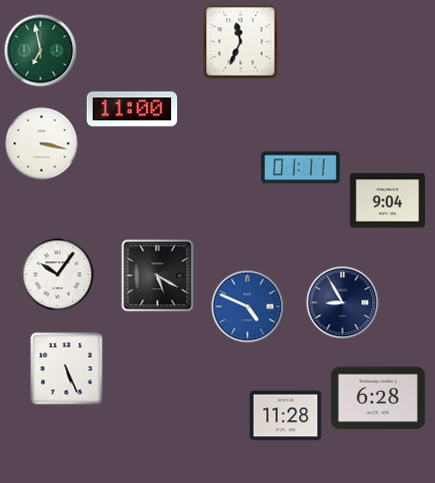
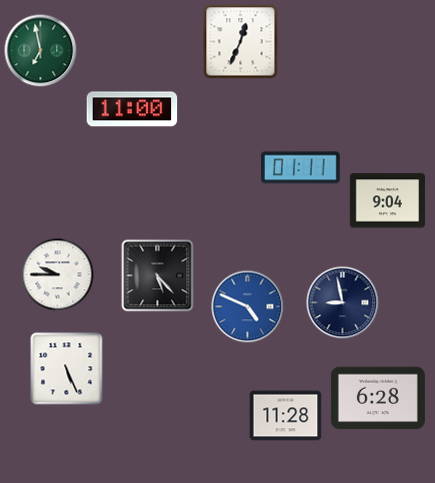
clock at (241, 42): 11:34 -> 12:34
clock at (42, 144): 3:17 -> none
clock at (58, 275): 10:06 -> 9:45
clock at (158, 276): 5:20 -> 5:23
clock at (343, 303): 8:55 -> 8:58
